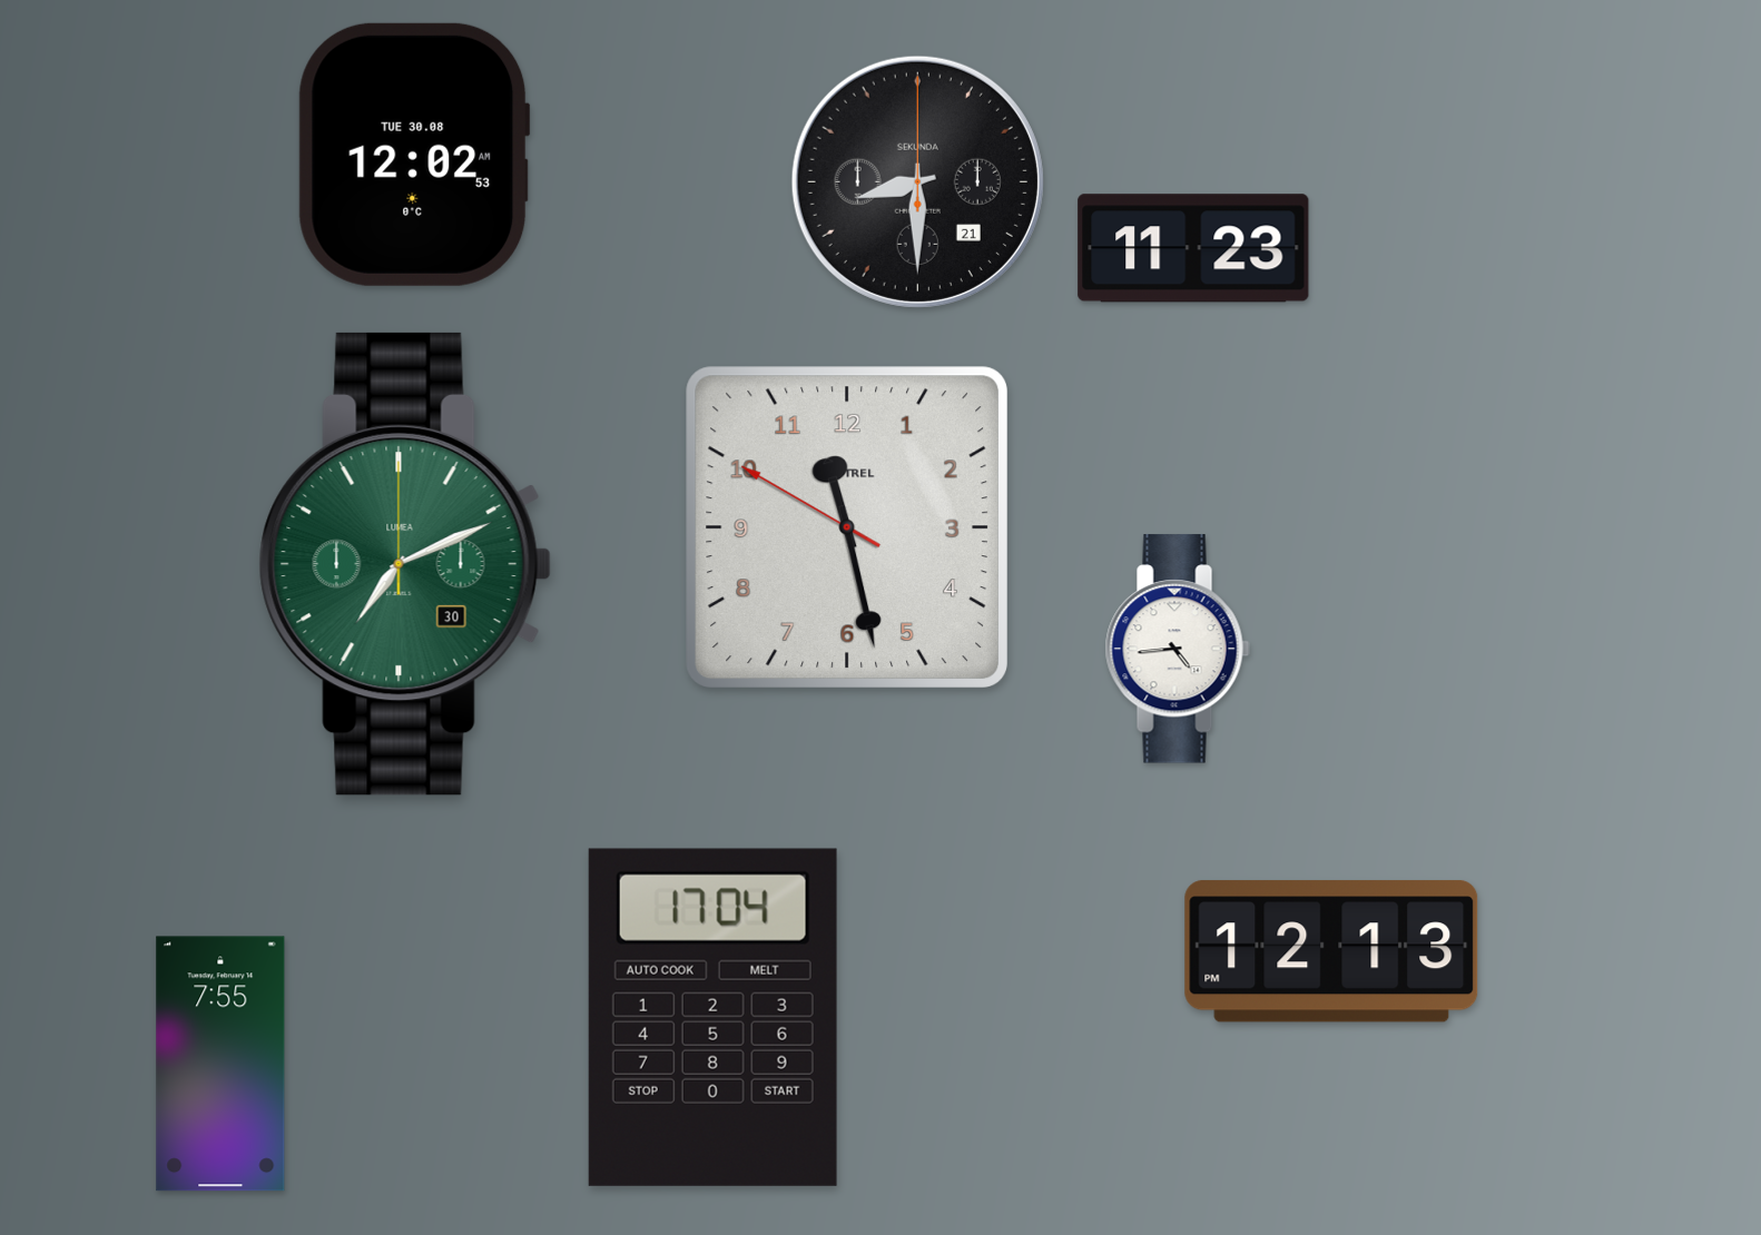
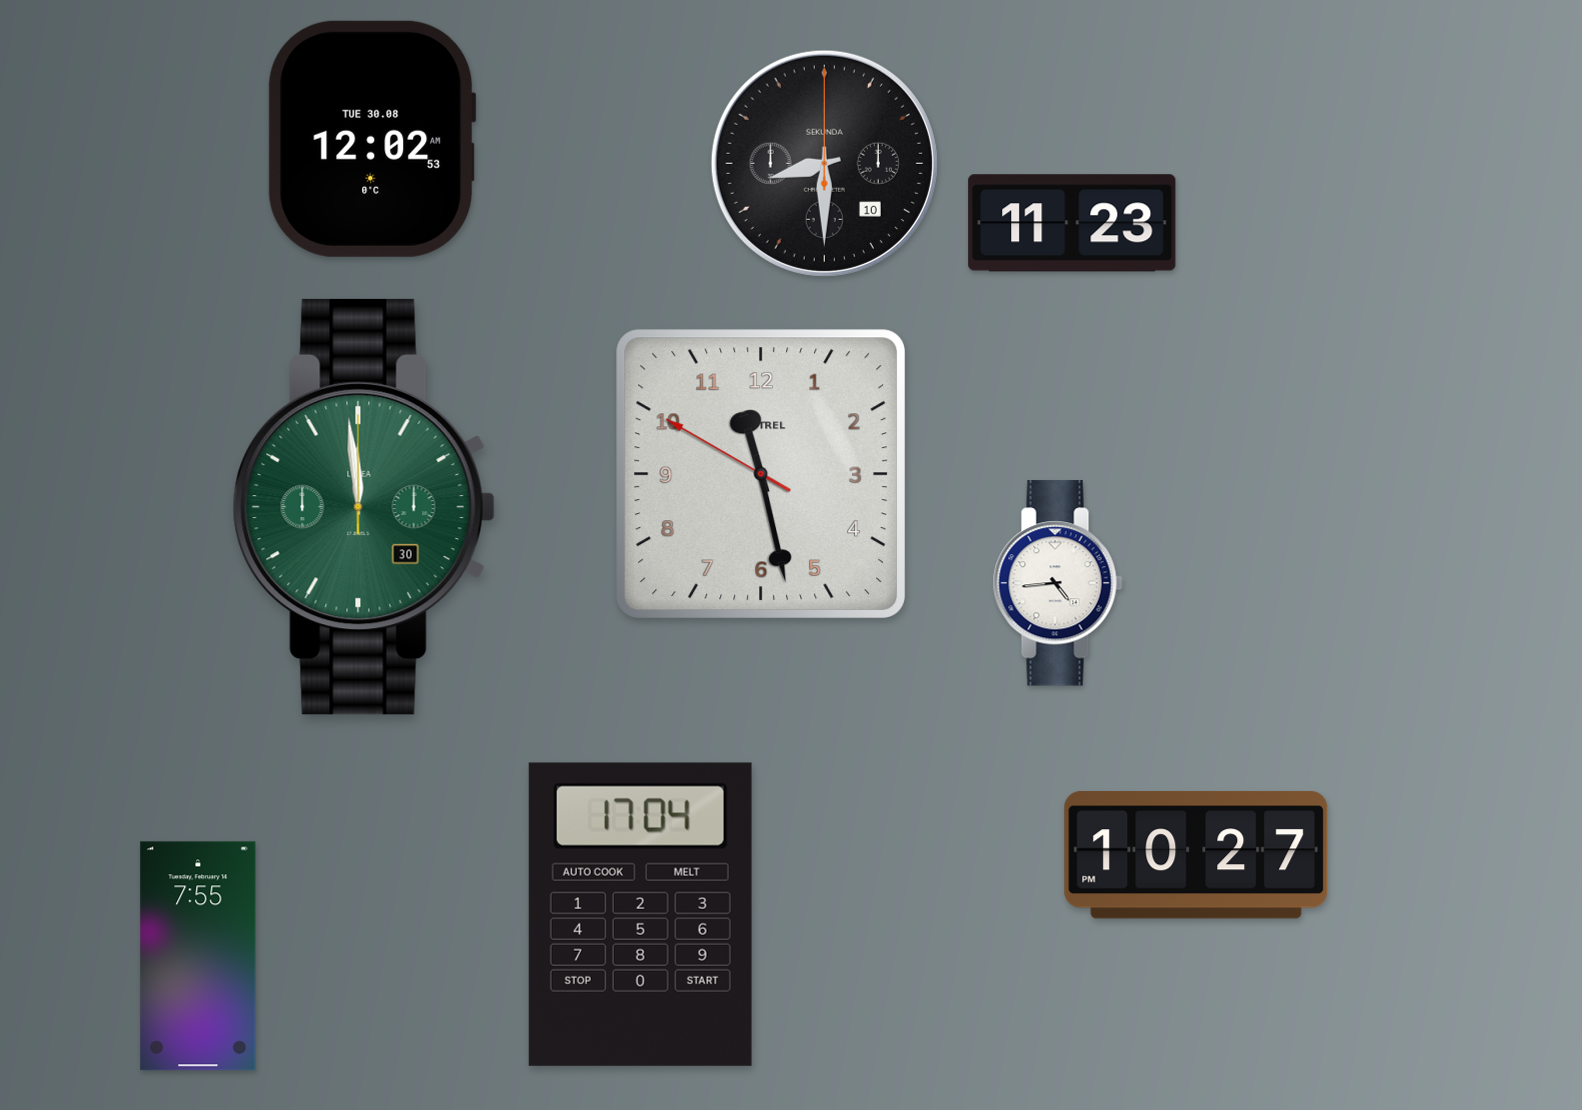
clock at (917, 181) date: 21 -> 10
clock at (405, 564): 7:11 -> 11:59
clock at (1331, 951): 12:13 -> 10:27
